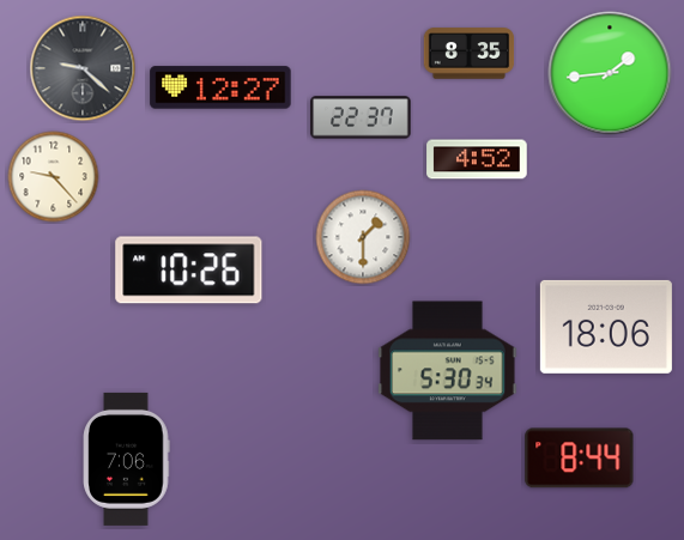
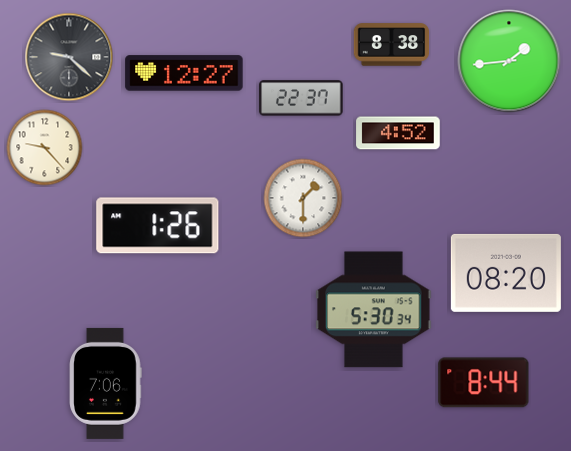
clock at (470, 54): 8:35 -> 8:38
clock at (189, 271): 10:26 -> 1:26
clock at (606, 327): 18:06 -> 08:20
